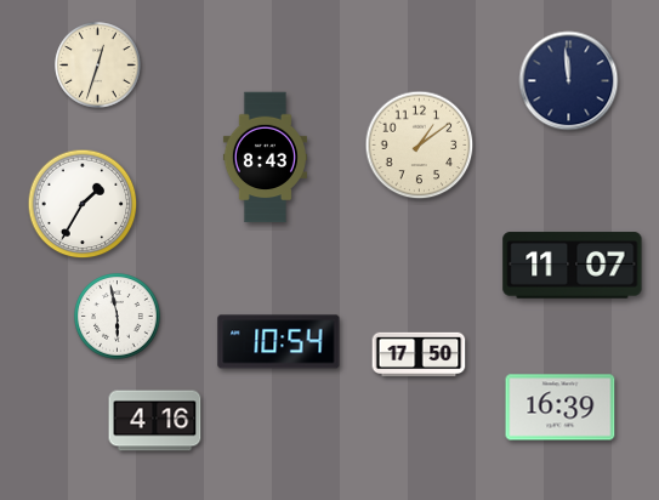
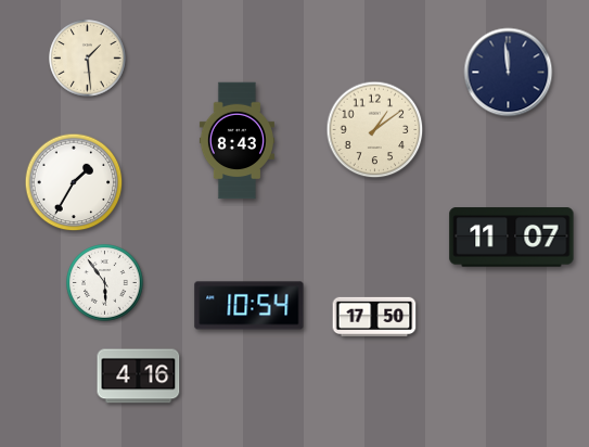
clock at (98, 66): 12:33 -> 1:29
clock at (118, 317): 5:58 -> 5:54
clock at (561, 408): 16:39 -> none
